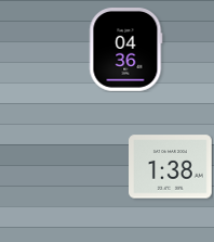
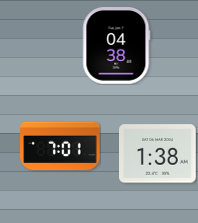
clock at (126, 50): 04:36 -> 04:38
clock at (60, 146): none -> 7:01
